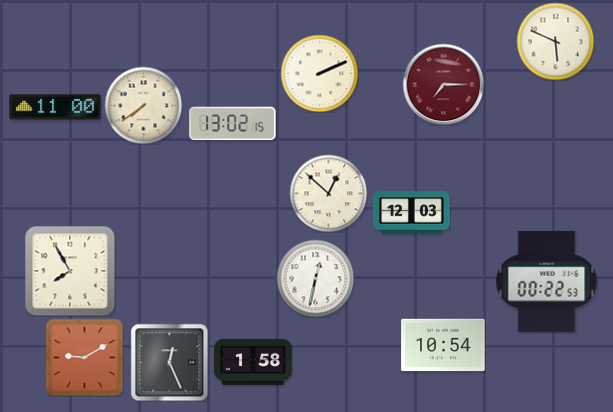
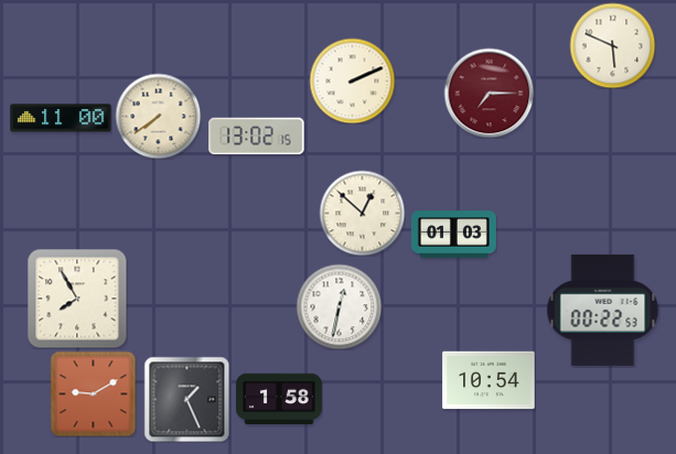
clock at (411, 213): 12:03 -> 01:03
clock at (315, 278) position: (315, 278) -> (339, 306)
clock at (169, 362): 12:26 -> 1:26
